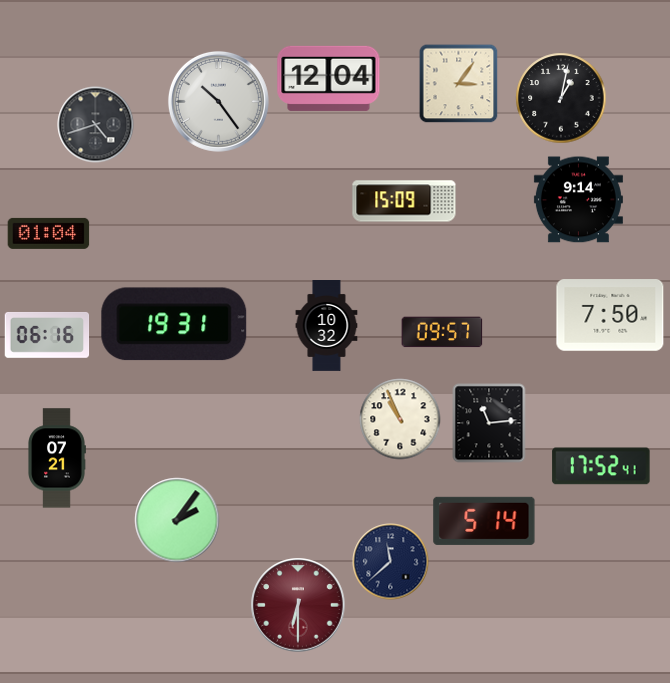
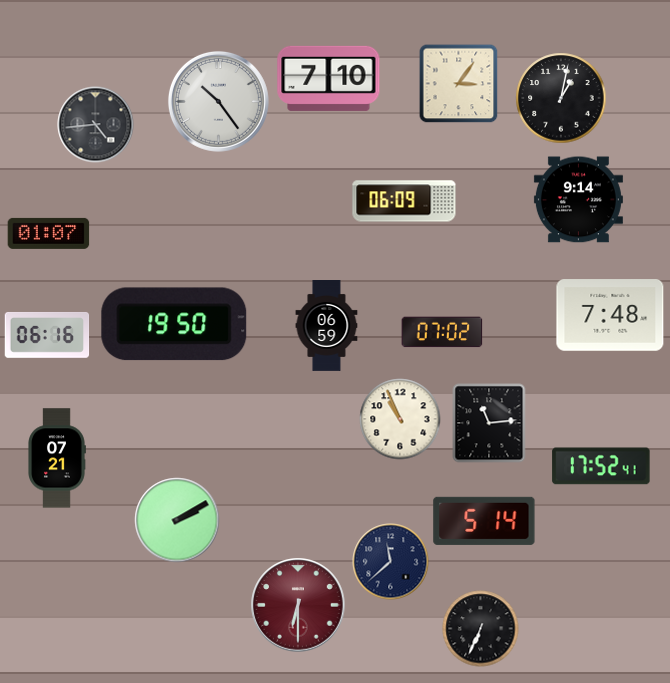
clock at (329, 78): 12:04 -> 7:10
clock at (96, 125): 4:42 -> 4:44
clock at (404, 201): 15:09 -> 06:09
clock at (49, 233): 01:04 -> 01:07
clock at (610, 315): 7:50 -> 7:48
clock at (174, 324): 19:31 -> 19:50
clock at (327, 326): 10:32 -> 06:59
clock at (442, 332): 09:57 -> 07:02
clock at (177, 520): 2:06 -> 2:10
clock at (481, 629): none -> 6:34
